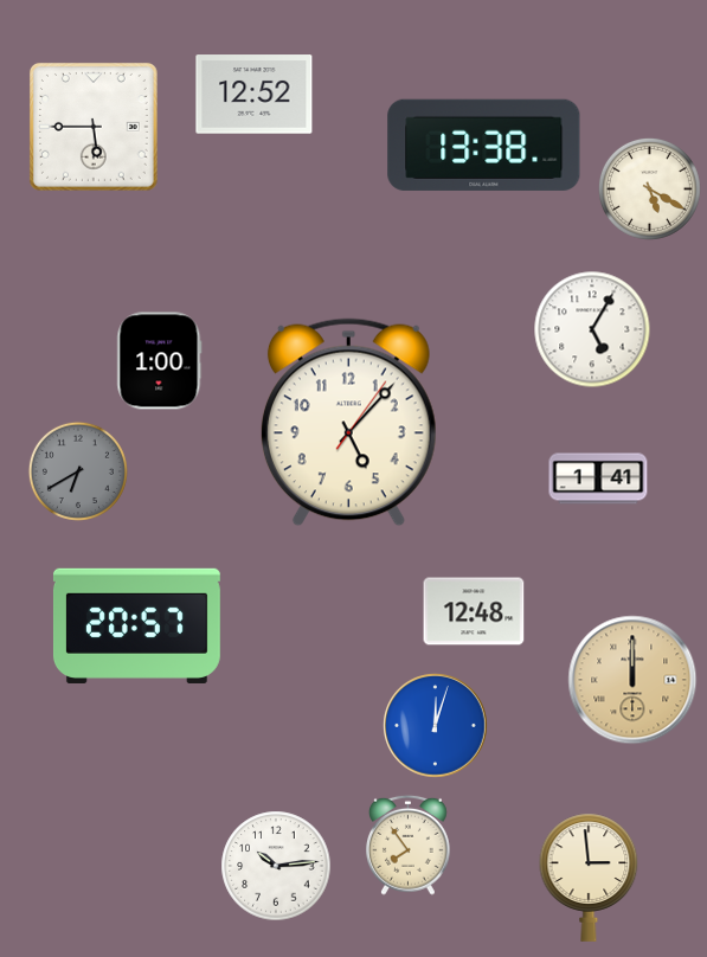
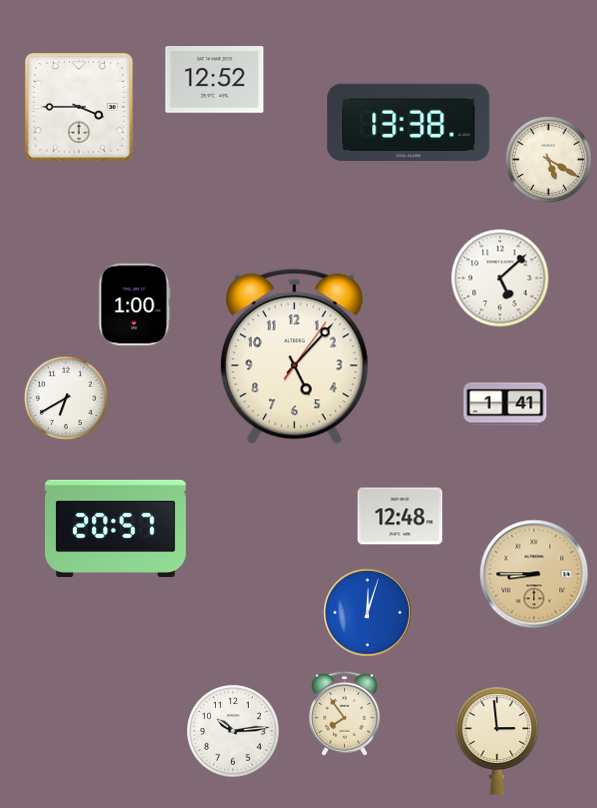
clock at (94, 127): 5:45 -> 3:45
clock at (592, 329): 5:05 -> 5:08
clock at (78, 471) dial: grey -> white
clock at (632, 680): 12:00 -> 8:45
